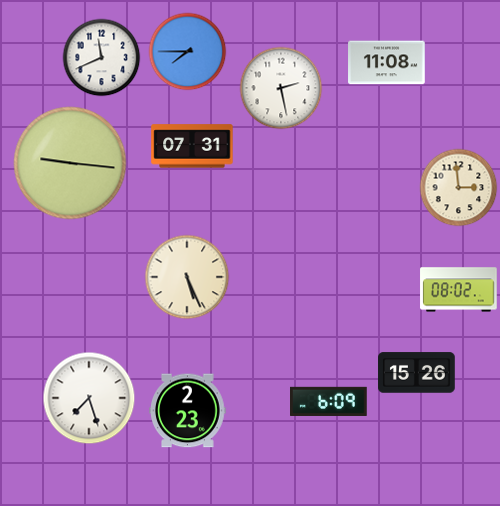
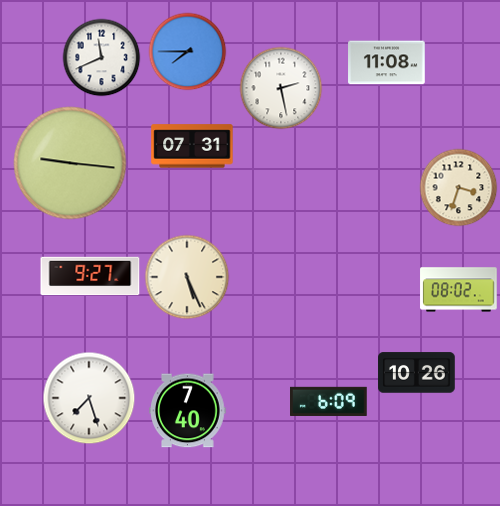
clock at (458, 187): 2:59 -> 3:33
clock at (90, 276): none -> 9:27
clock at (417, 373): 15:26 -> 10:26
clock at (188, 411): 2:23 -> 7:40
